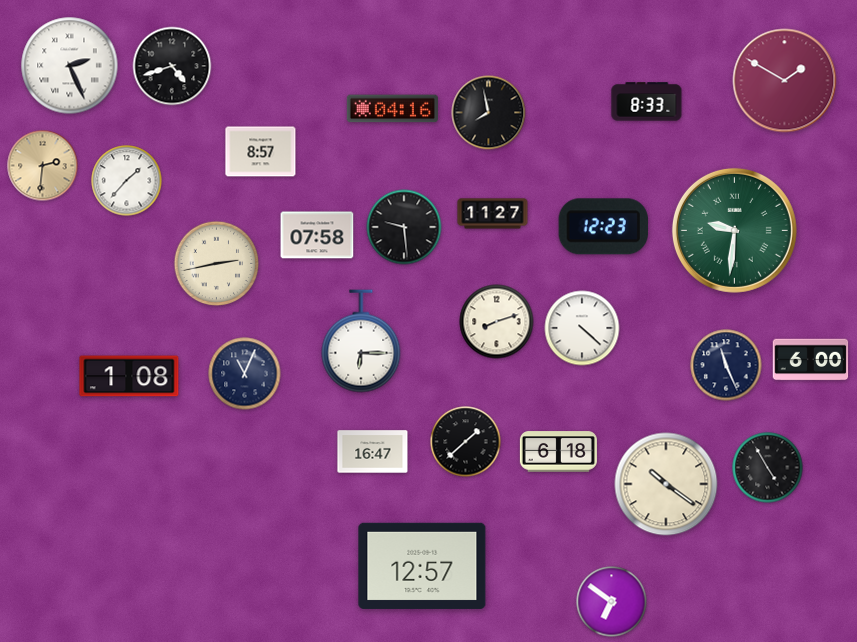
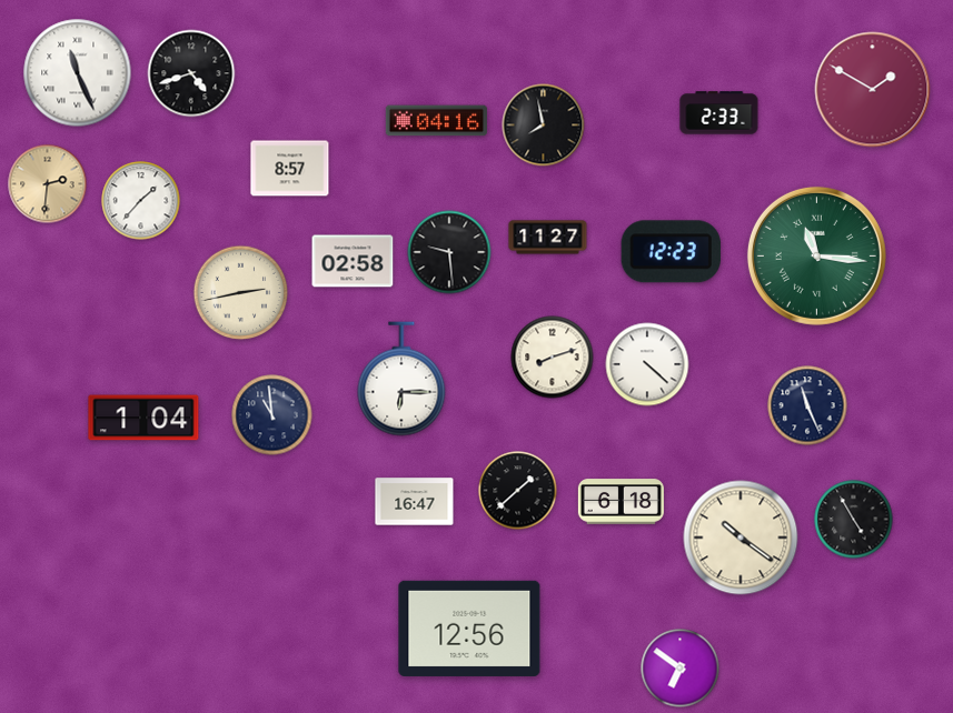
clock at (70, 66): 2:26 -> 11:26
clock at (647, 102): 8:33 -> 2:33
clock at (734, 230): 9:31 -> 11:16
clock at (317, 235): 07:58 -> 02:58
clock at (811, 360): 6:00 -> none
clock at (245, 374): 11:04 -> 10:59
clock at (129, 376): 1:08 -> 1:04
clock at (422, 566): 12:57 -> 12:56
